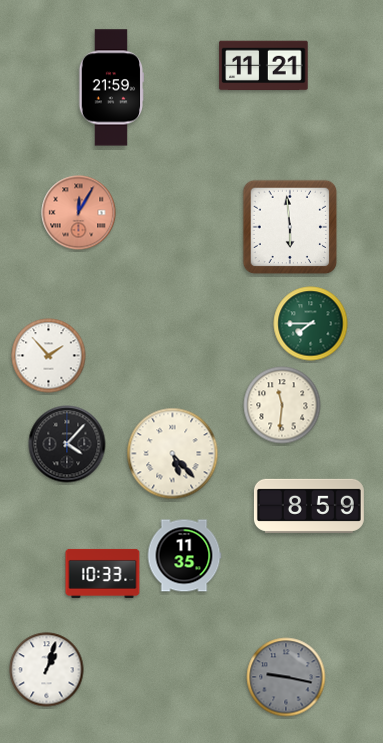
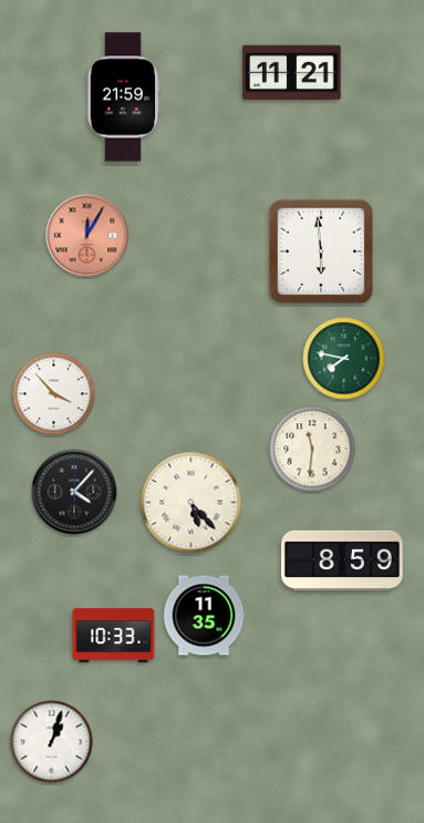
clock at (311, 324): 7:45 -> 7:47
clock at (49, 356): 1:53 -> 3:53
clock at (286, 677): 9:17 -> none
